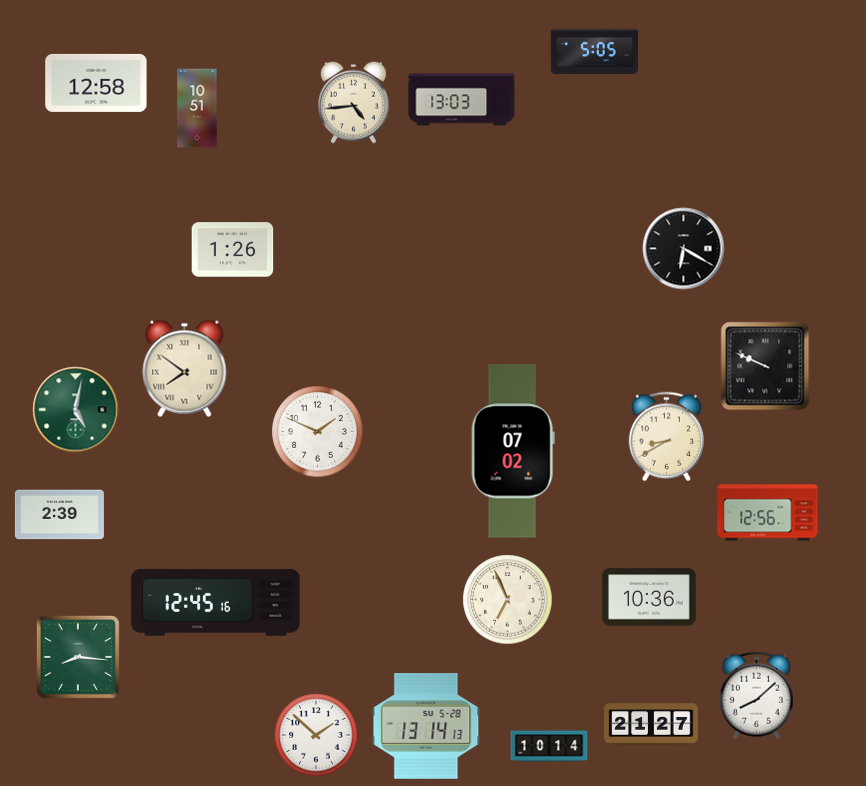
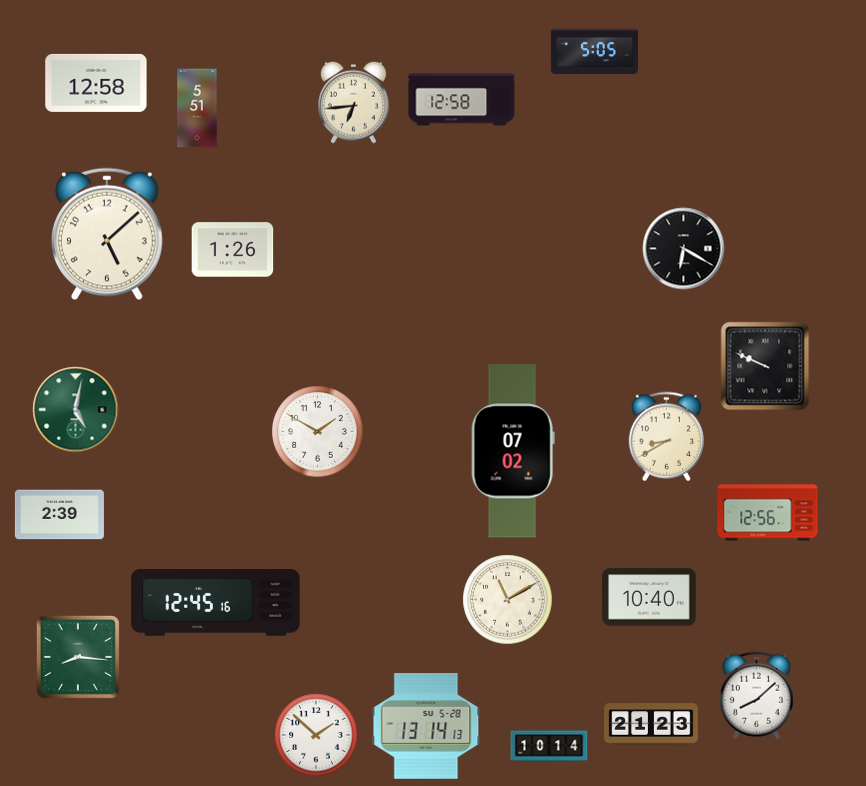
clock at (462, 100): 13:03 -> 12:58
clock at (354, 102): 4:44 -> 6:44
clock at (197, 108): 10:51 -> 5:51
clock at (107, 234): none -> 5:08
clock at (185, 368): 7:51 -> none
clock at (318, 432): 1:49 -> 1:50
clock at (649, 597): 10:36 -> 10:40
clock at (508, 600): 6:56 -> 11:10
clock at (651, 724): 21:27 -> 21:23
